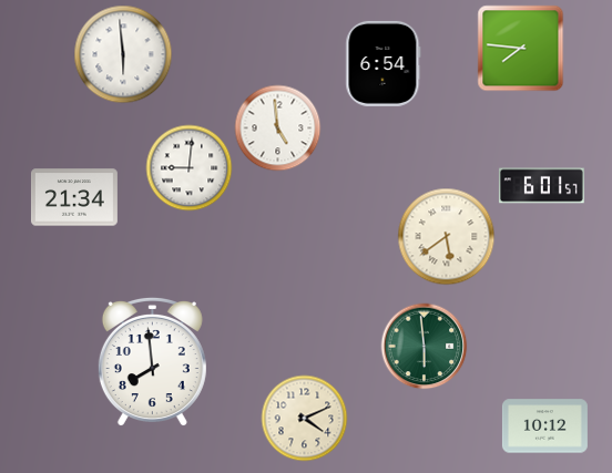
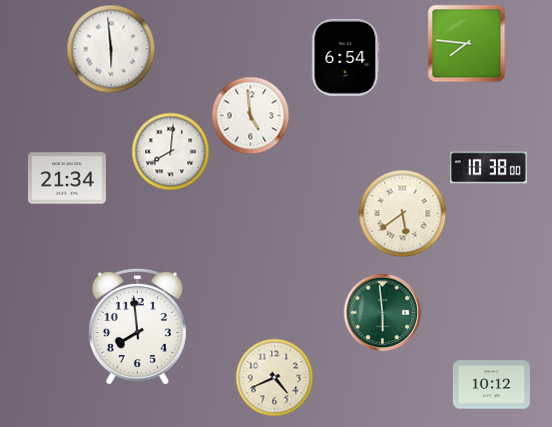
clock at (520, 48) position: (520, 48) -> (466, 43)
clock at (188, 167): 9:01 -> 8:01
clock at (541, 186): 6:01 -> 10:38
clock at (304, 418): 4:11 -> 4:41
